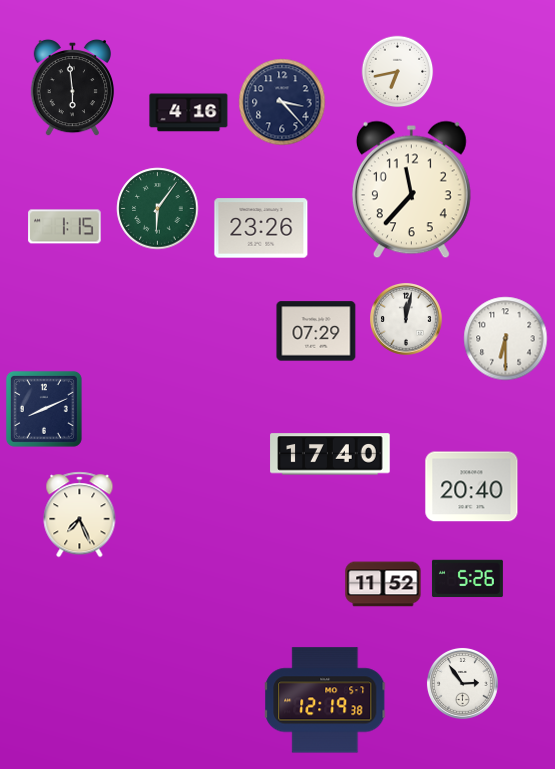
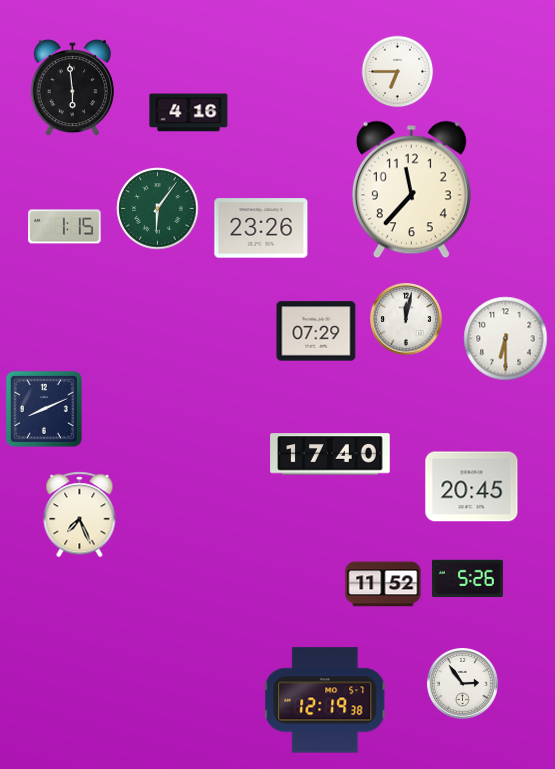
clock at (398, 72): 6:43 -> 6:45
clock at (282, 102): 3:23 -> none
clock at (472, 487): 20:40 -> 20:45
